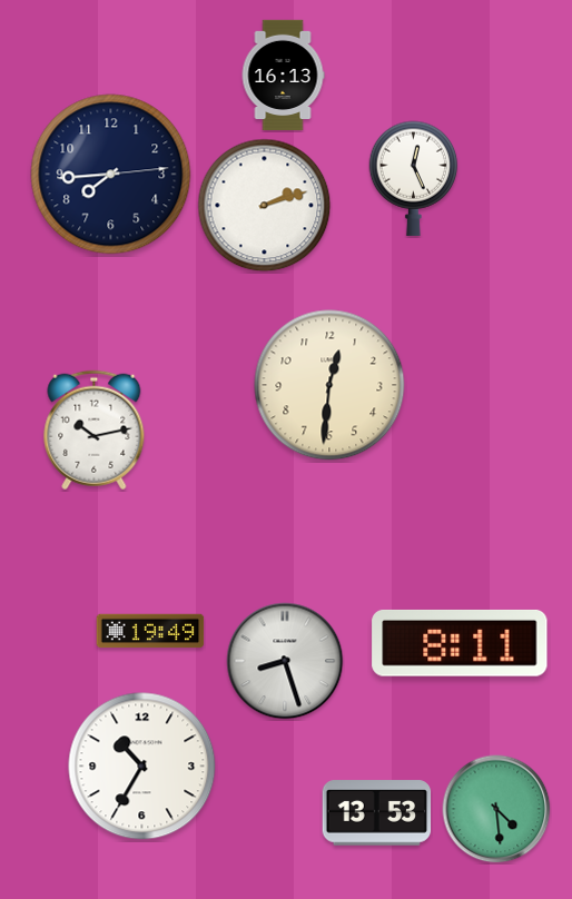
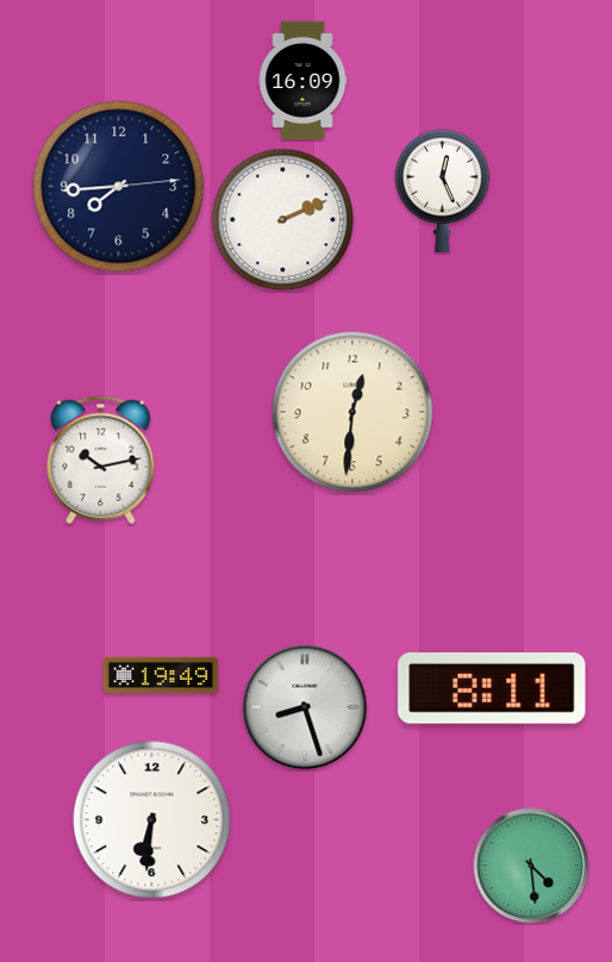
clock at (283, 76): 16:13 -> 16:09
clock at (265, 206): 2:12 -> 2:11
clock at (142, 767): 10:35 -> 6:31
clock at (377, 813): 13:53 -> none
